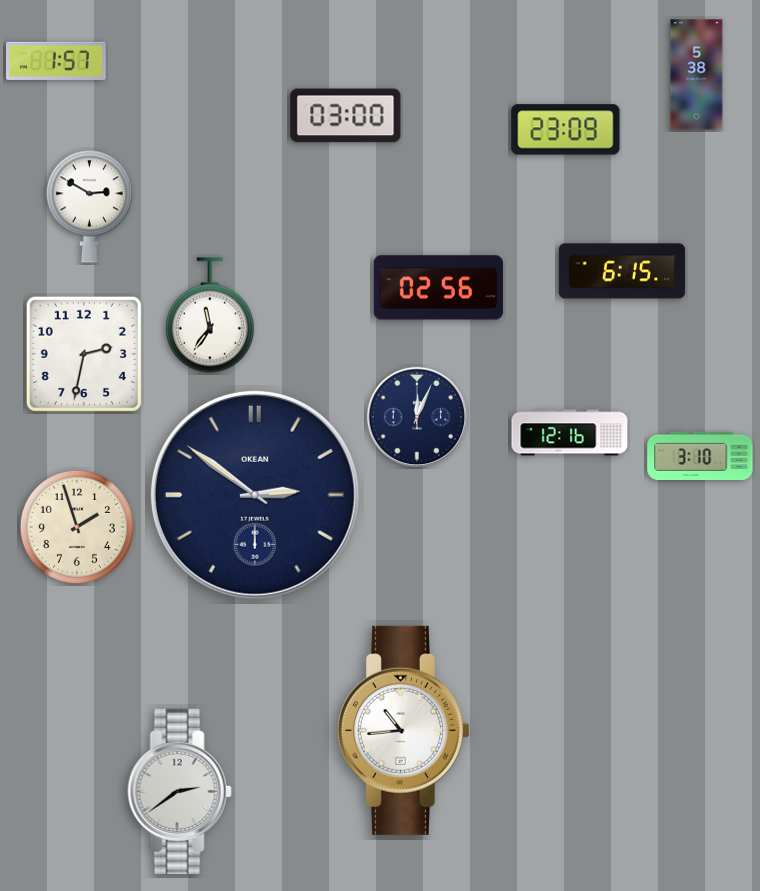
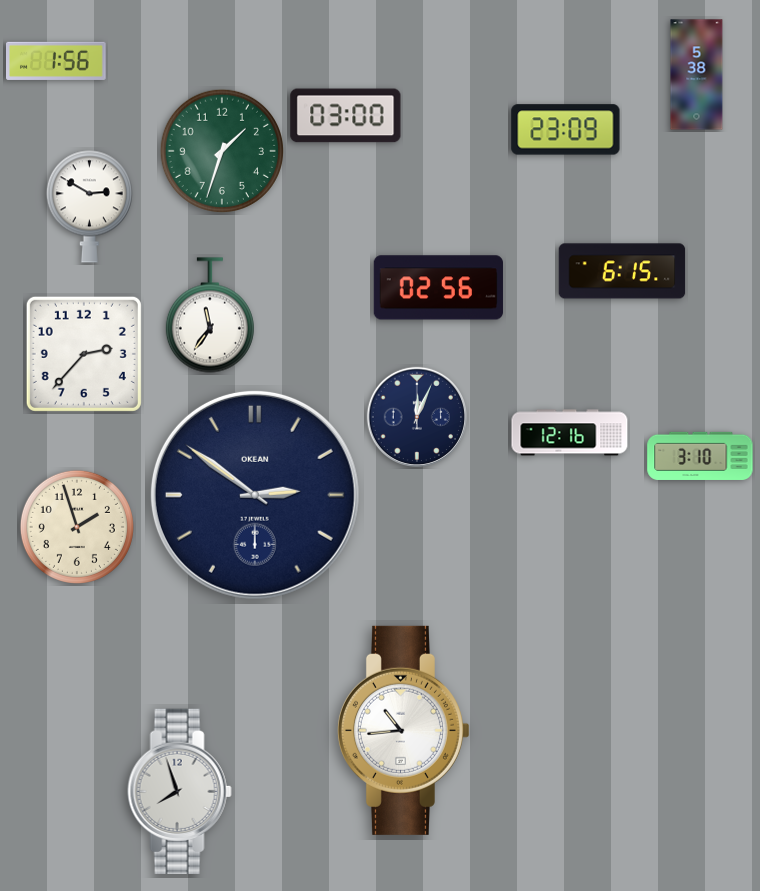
clock at (57, 61): 1:57 -> 1:56
clock at (222, 151): none -> 1:33
clock at (84, 354): 2:32 -> 2:37
clock at (179, 791): 2:39 -> 7:57
